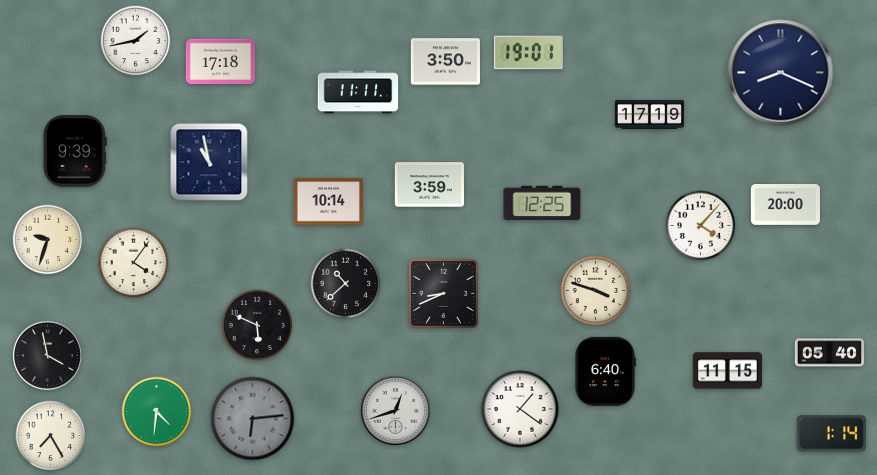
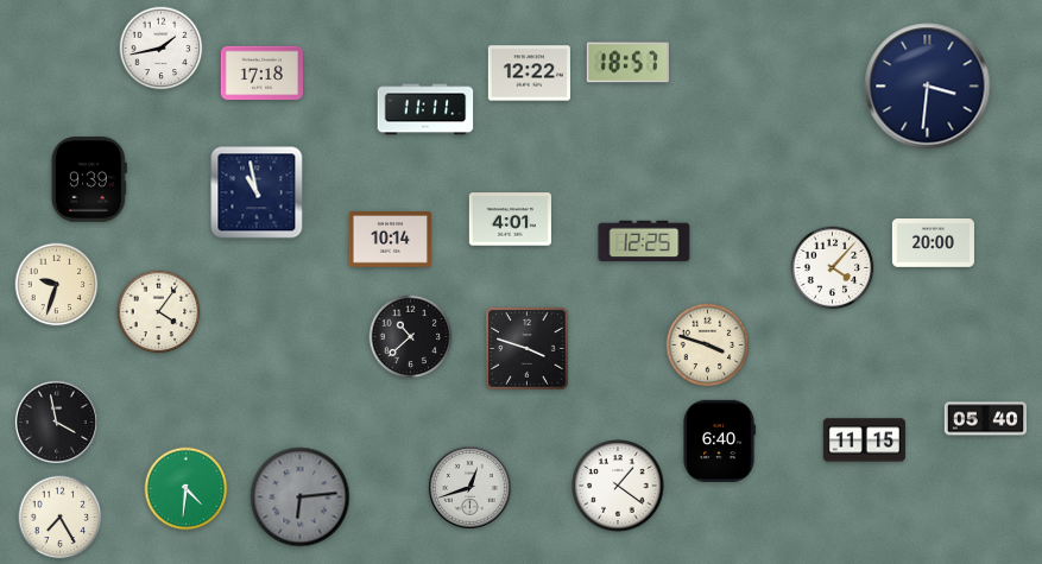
clock at (528, 53): 19:01 -> 18:57
clock at (445, 62): 3:50 -> 12:22
clock at (781, 73): 8:19 -> 3:31
clock at (649, 114): 17:19 -> none
clock at (209, 162) position: (209, 162) -> (257, 192)
clock at (429, 185): 3:59 -> 4:01
clock at (444, 294): 8:41 -> 3:48
clock at (257, 325): 5:49 -> none
clock at (831, 434): 1:14 -> none
